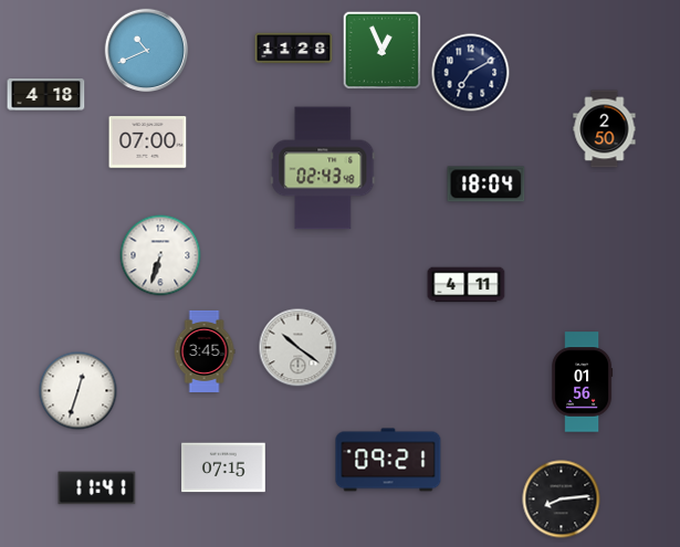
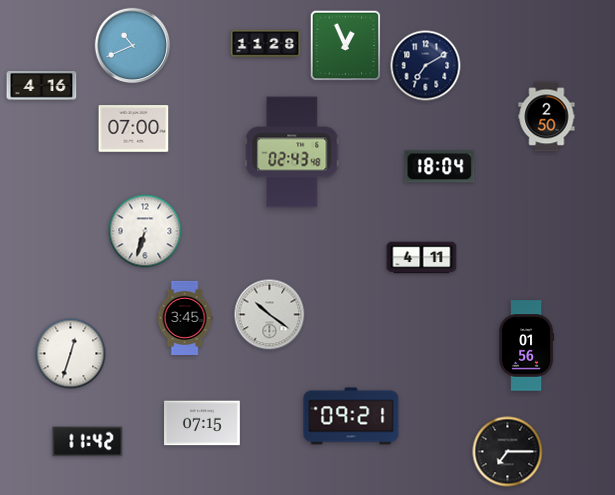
clock at (46, 95): 4:18 -> 4:16
clock at (97, 488): 11:41 -> 11:42
clock at (562, 499): 8:14 -> 7:15
